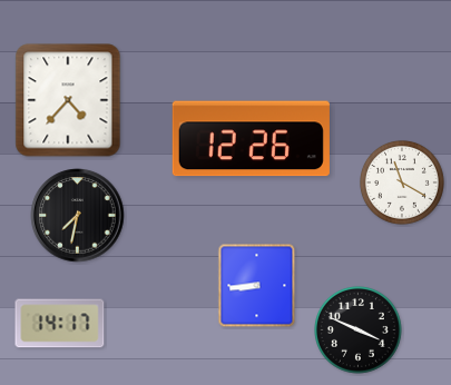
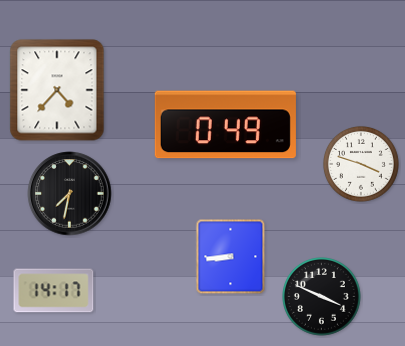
clock at (68, 100) position: (68, 100) -> (57, 90)
clock at (251, 139): 12:26 -> 0:49
clock at (402, 182): 11:20 -> 3:48
